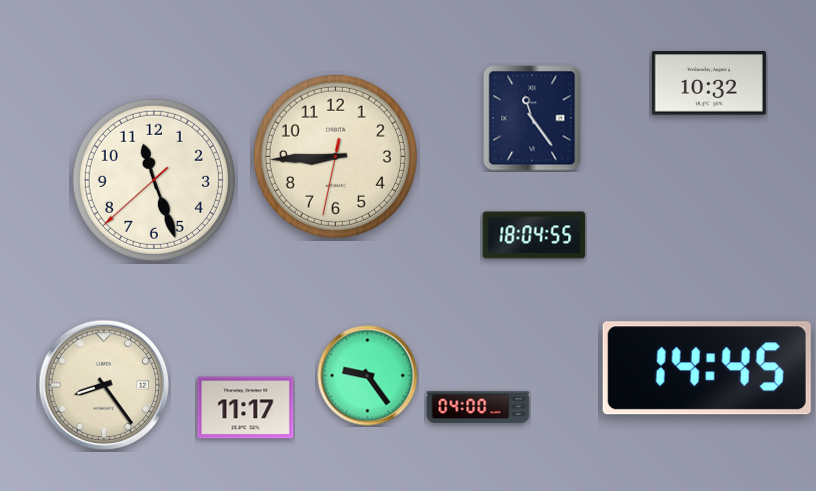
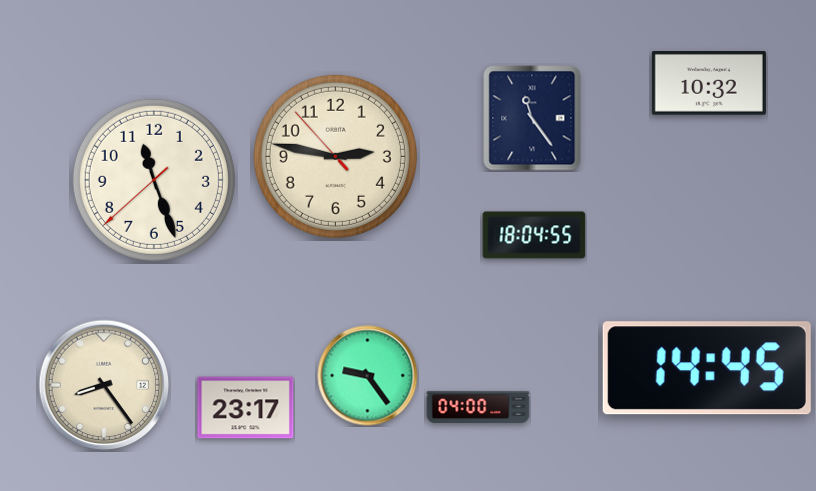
clock at (335, 156): 8:44 -> 2:46
clock at (246, 408): 11:17 -> 23:17
